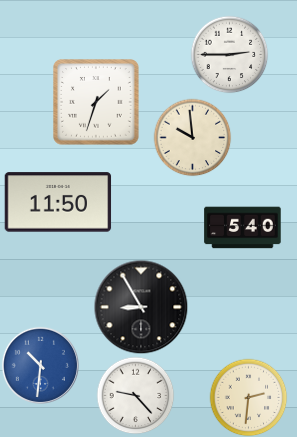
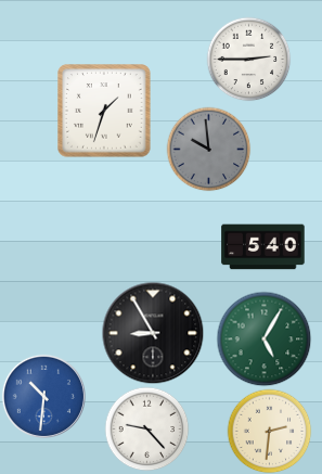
clock at (192, 137) dial: cream -> grey
clock at (58, 202): 11:50 -> none
clock at (263, 338): none -> 5:05
